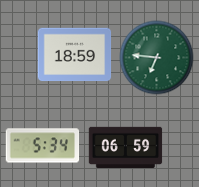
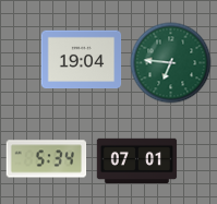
clock at (75, 55): 18:59 -> 19:04
clock at (126, 148): 06:59 -> 07:01
